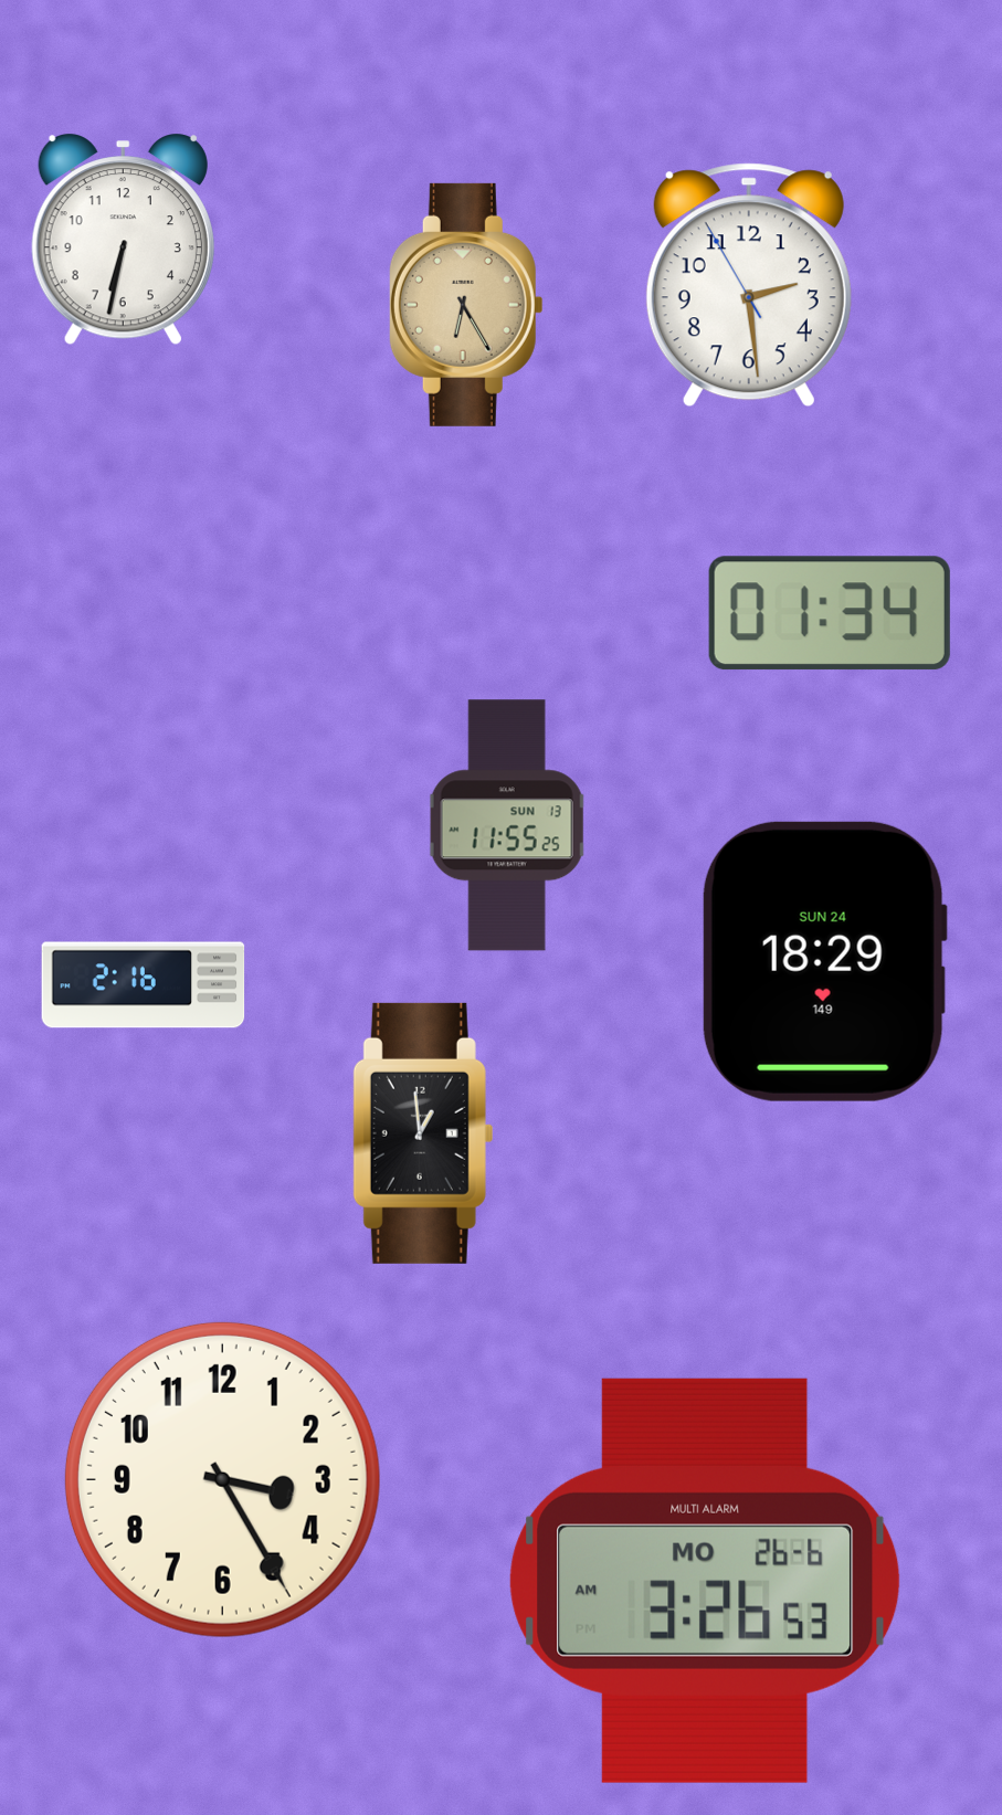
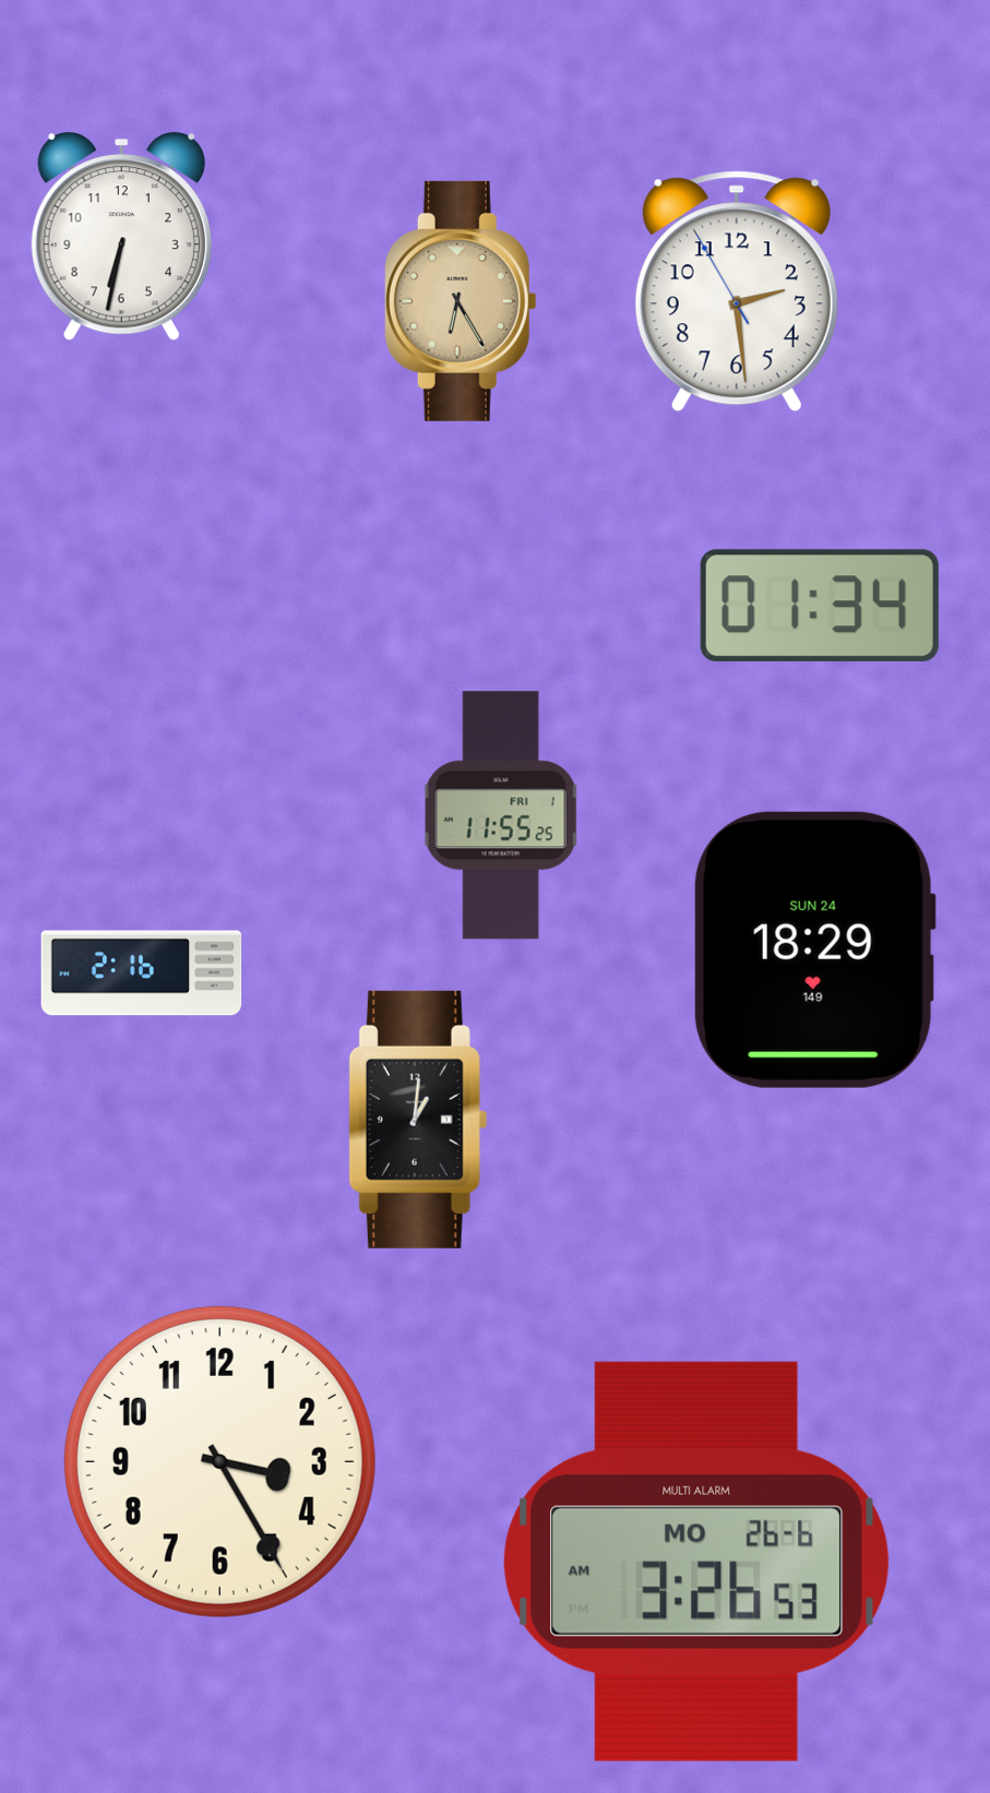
clock at (749, 285) position: (749, 285) -> (737, 291)
clock at (507, 825) date: SUN 13 -> FRI 1
clock at (423, 1133): 12:59 -> 1:01
